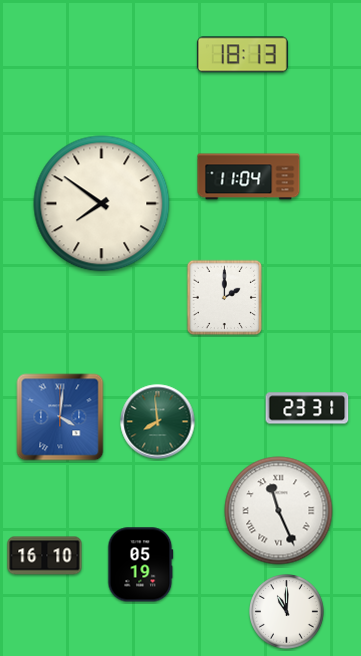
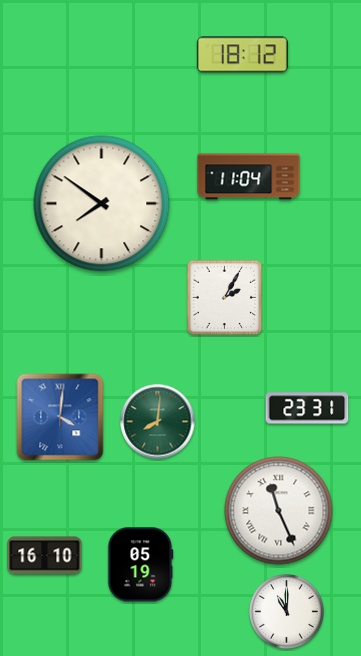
clock at (242, 55): 18:13 -> 18:12
clock at (225, 298): 2:00 -> 2:05
clock at (158, 422): 7:59 -> 8:01
